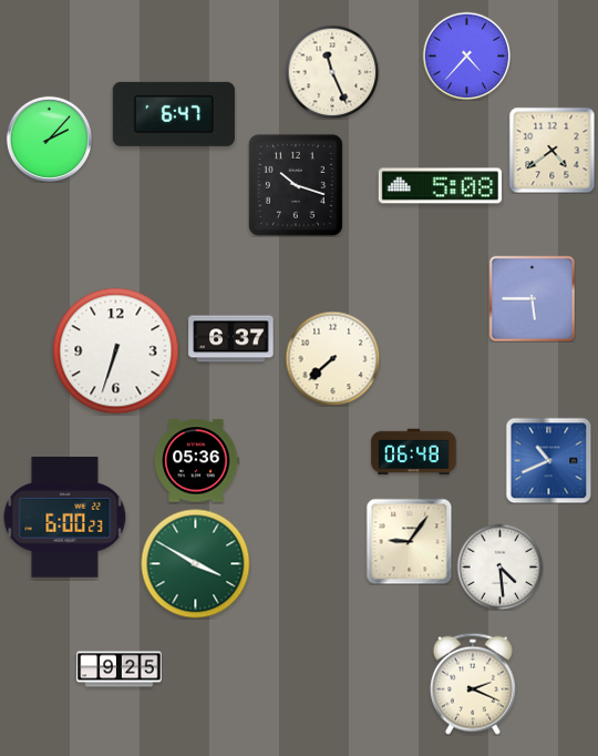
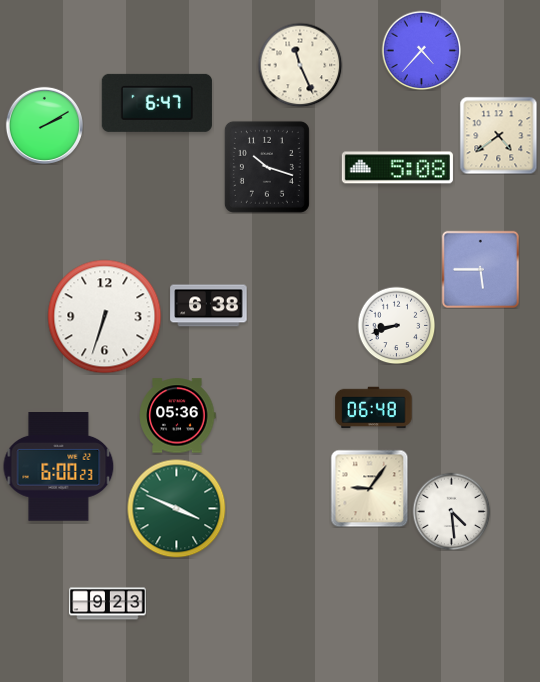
clock at (49, 139): 2:07 -> 2:10
clock at (231, 339): 6:37 -> 6:38
clock at (332, 358): 7:38 -> none
clock at (396, 325): none -> 8:42
clock at (548, 460): 10:41 -> none
clock at (196, 564): 3:50 -> 3:49
clock at (120, 670): 9:25 -> 9:23
clock at (473, 684): 2:19 -> none
